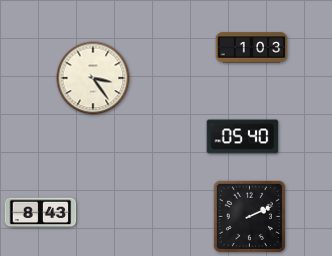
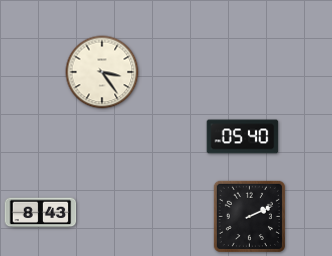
clock at (252, 48): 1:03 -> none
clock at (93, 78) position: (93, 78) -> (102, 72)
